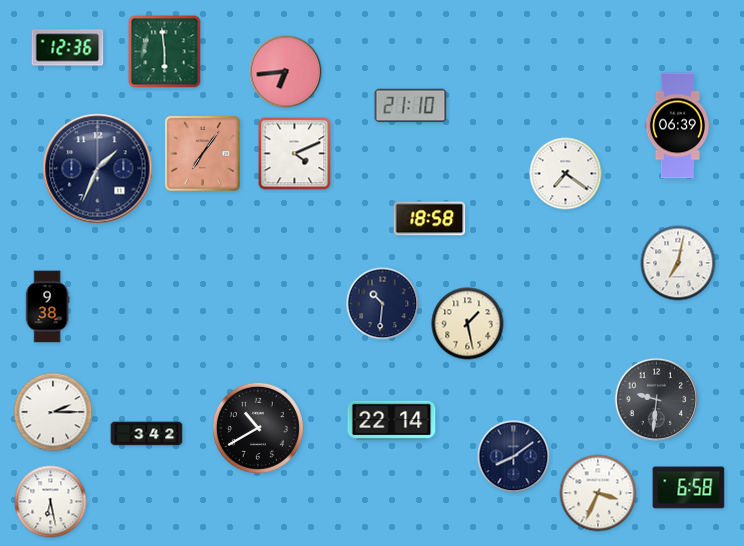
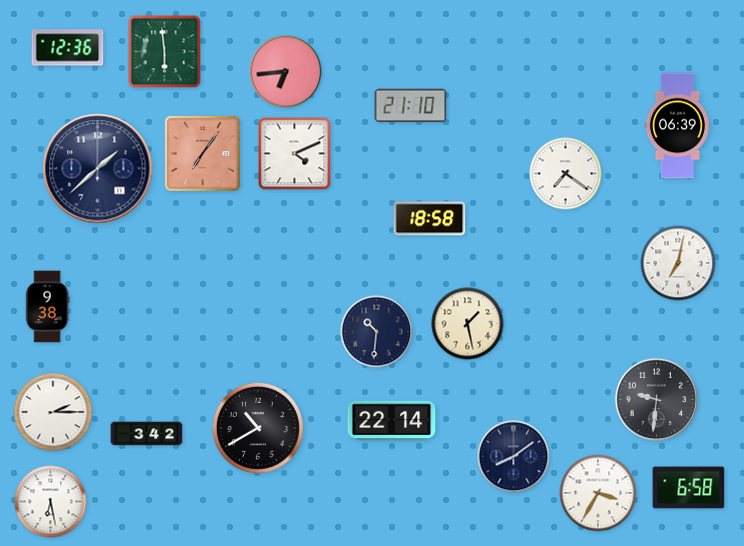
clock at (98, 169): 1:34 -> 1:38
clock at (383, 304) position: (383, 304) -> (377, 332)
clock at (598, 493): 3:34 -> 3:35
